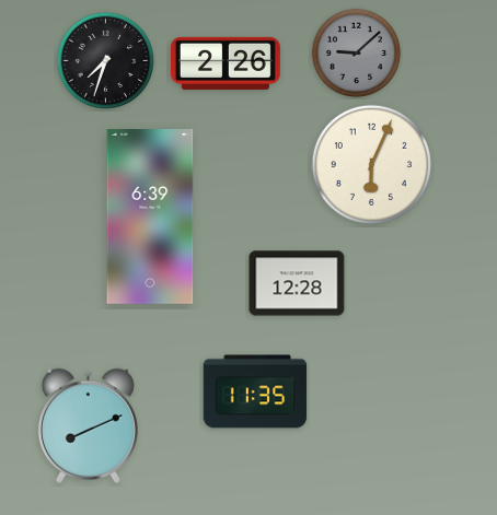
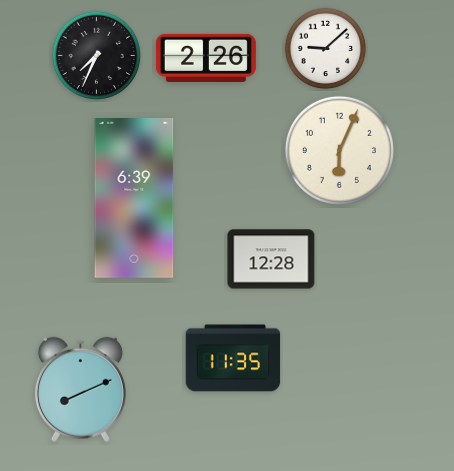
clock at (357, 54) dial: grey -> white
clock at (106, 61): 7:33 -> 7:34
clock at (150, 218) position: (150, 218) -> (134, 199)
